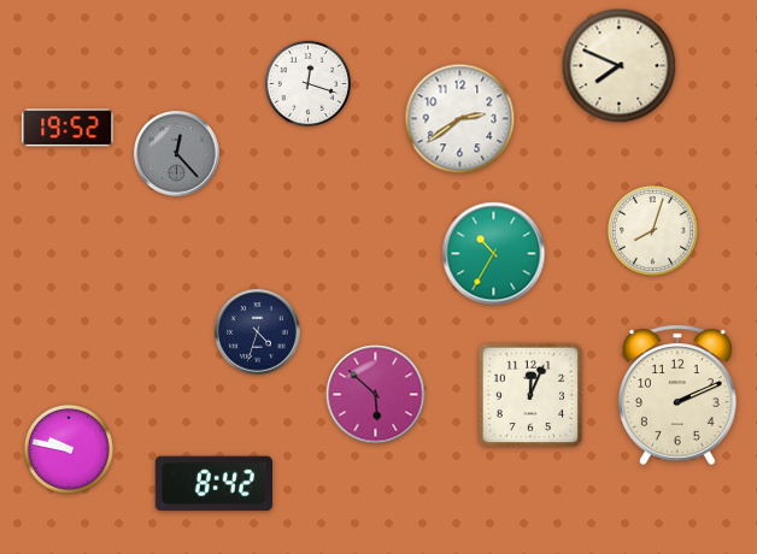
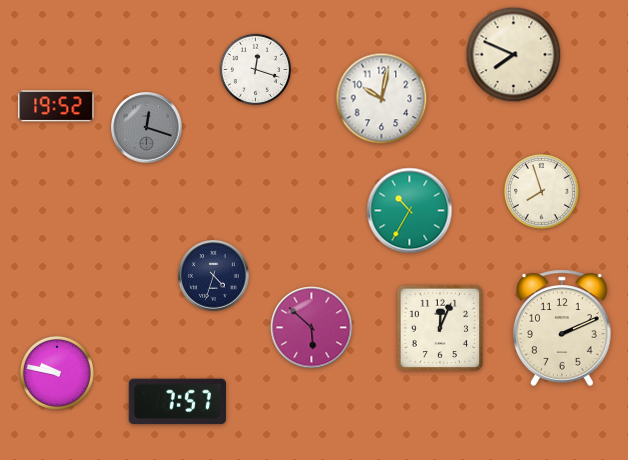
clock at (460, 119): 2:39 -> 10:02
clock at (177, 154): 12:23 -> 12:18
clock at (652, 230): 8:03 -> 7:57
clock at (213, 484): 8:42 -> 7:57
